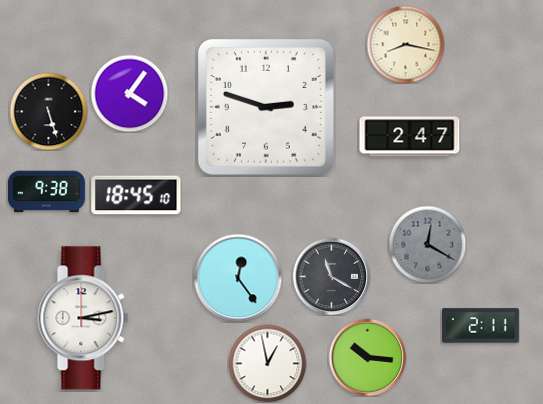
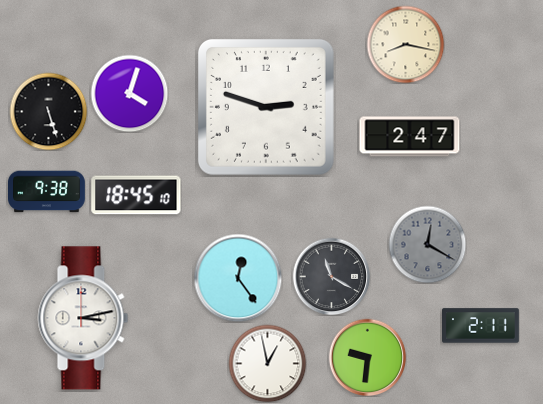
clock at (129, 93): 4:06 -> 4:03
clock at (367, 357): 10:16 -> 9:31
